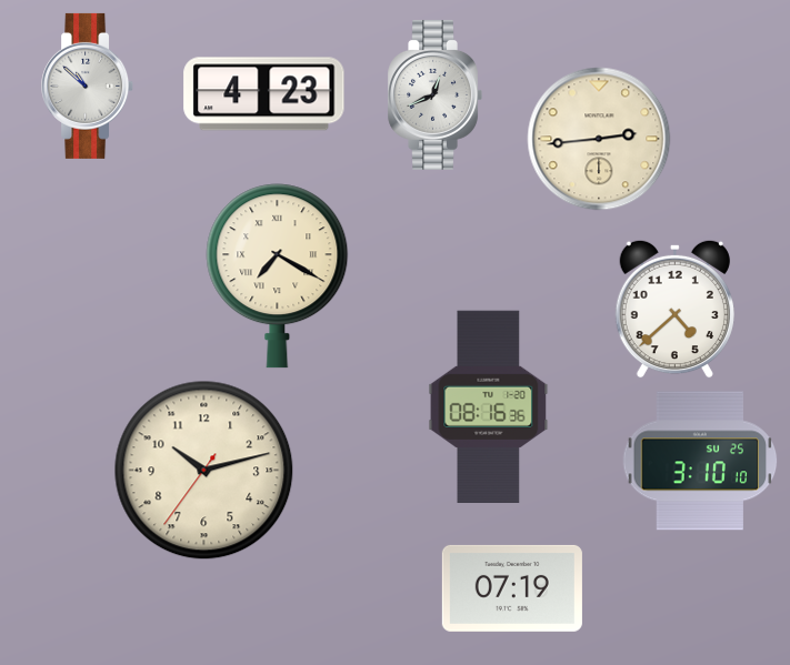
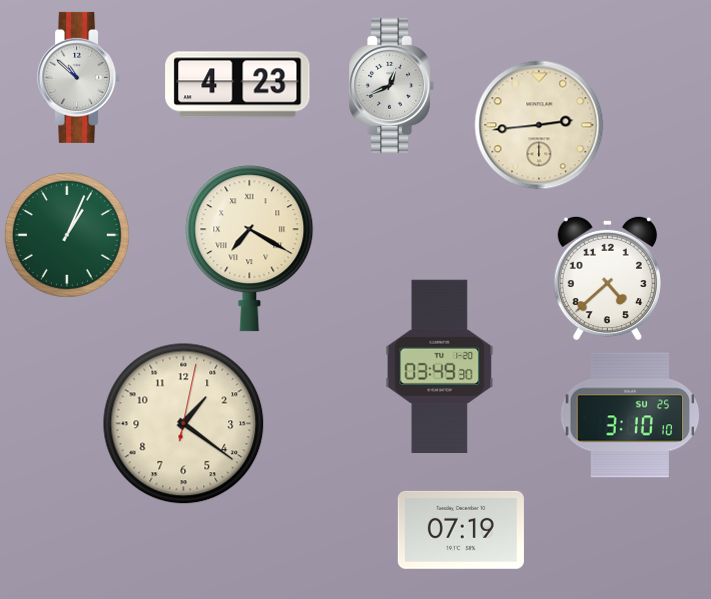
clock at (67, 235): none -> 1:04
clock at (489, 406): 08:16 -> 03:49
clock at (204, 471): 10:12 -> 1:21
